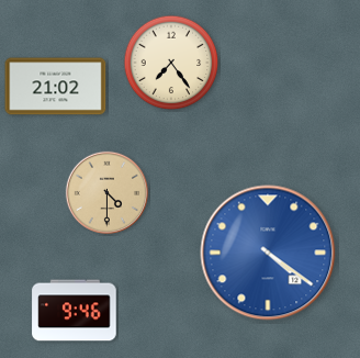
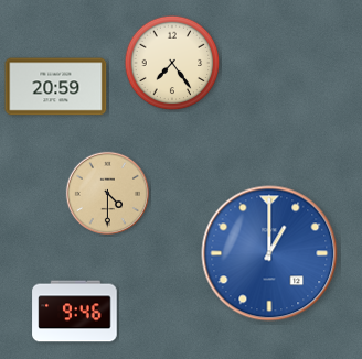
clock at (56, 87): 21:02 -> 20:59
clock at (268, 253): 4:21 -> 1:00
